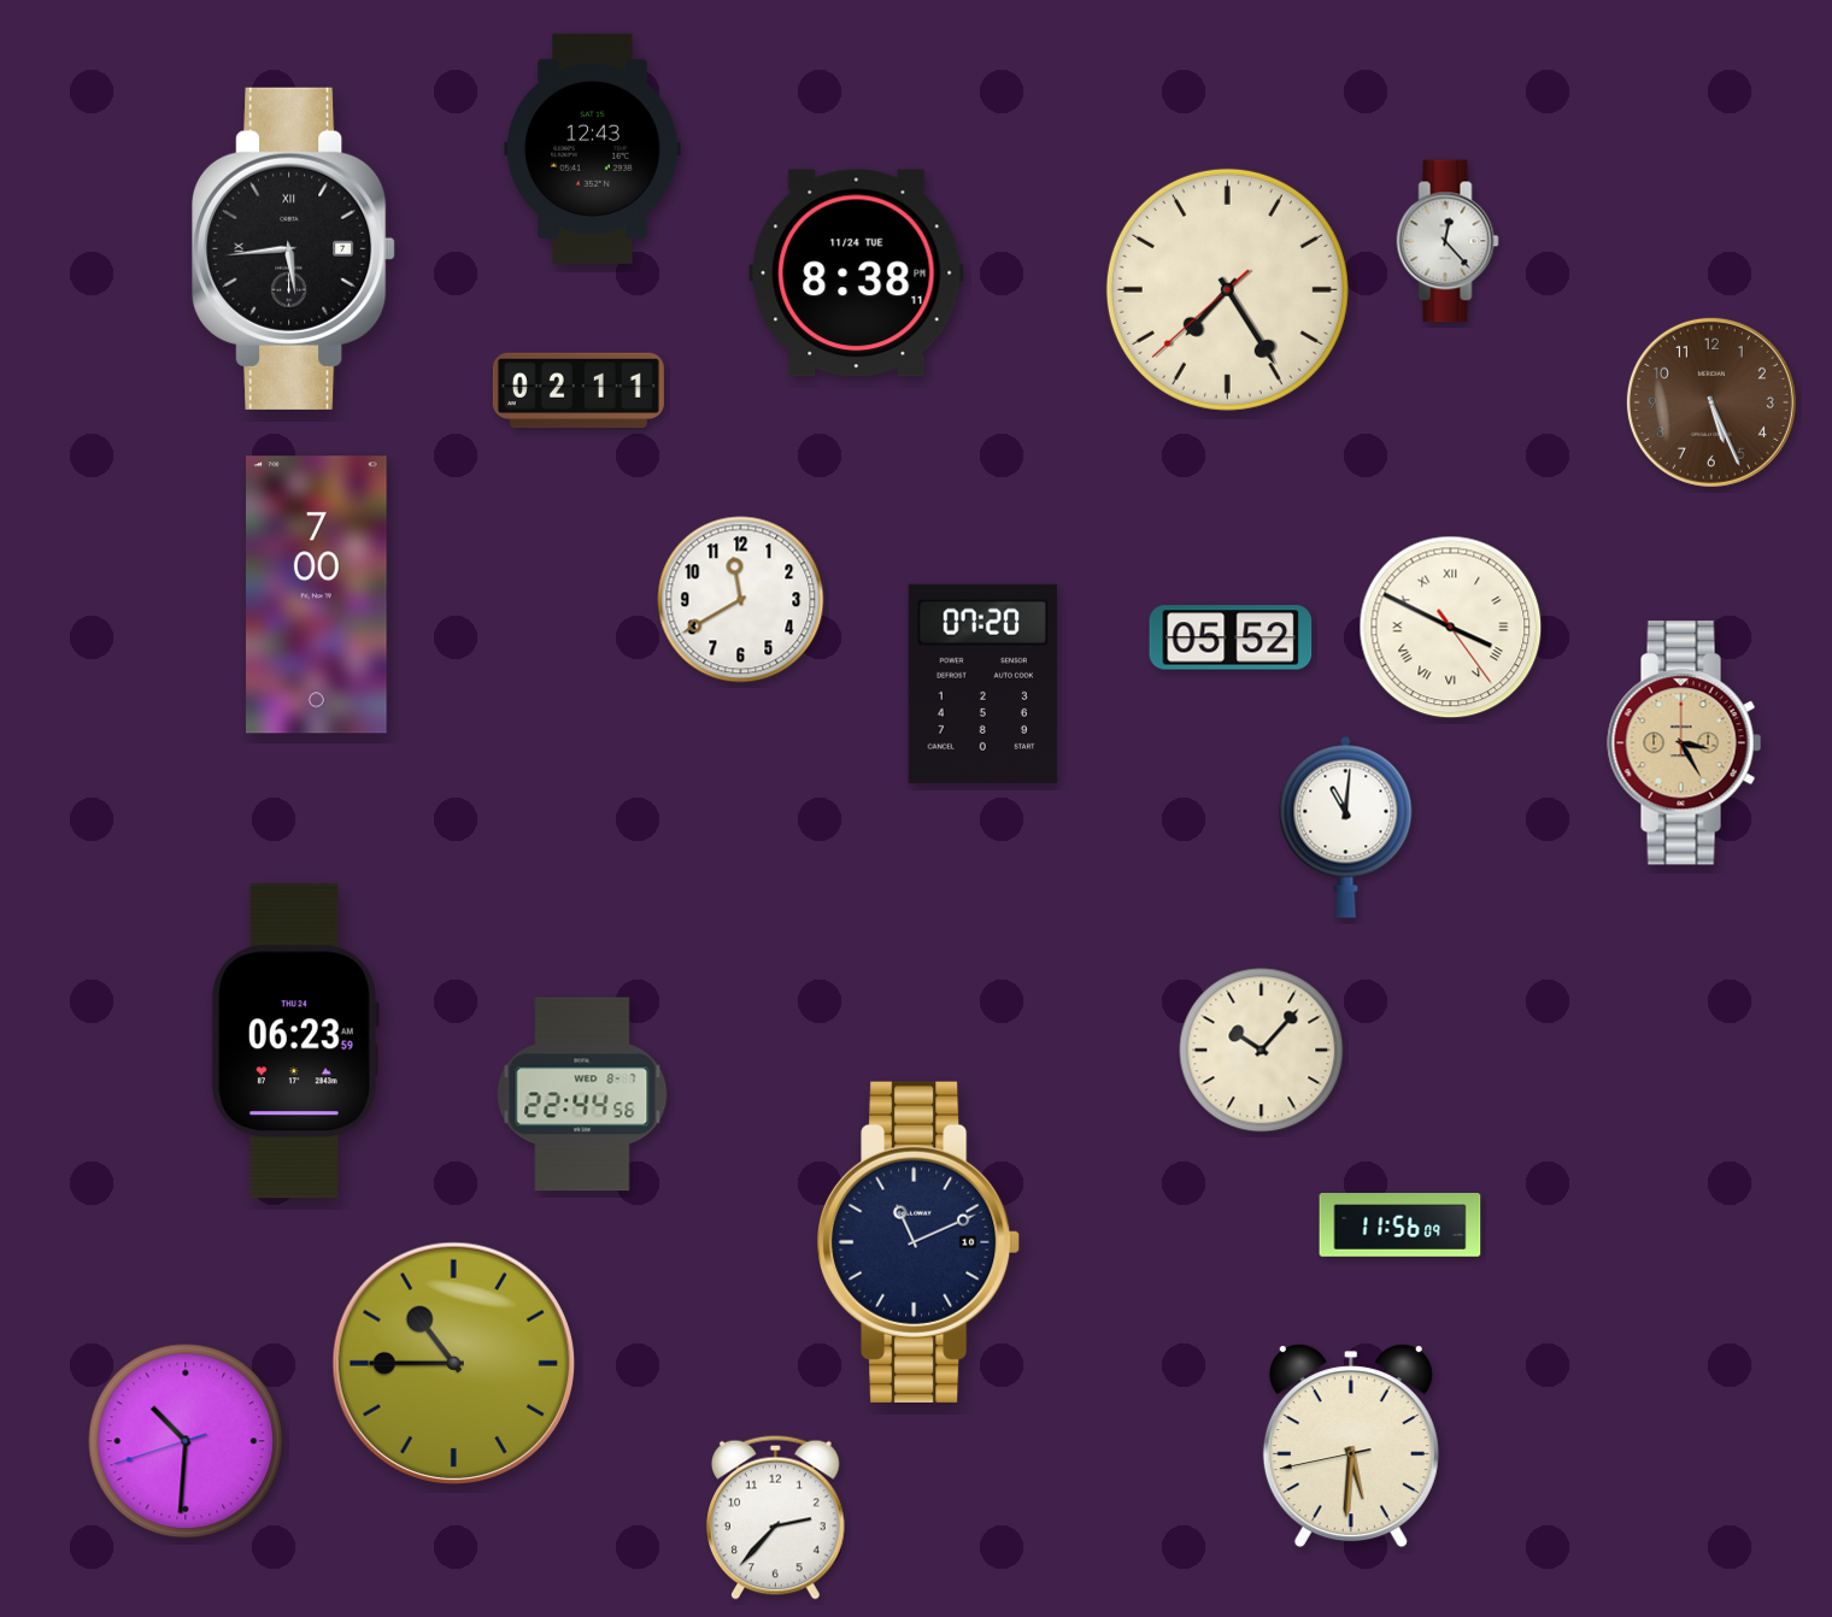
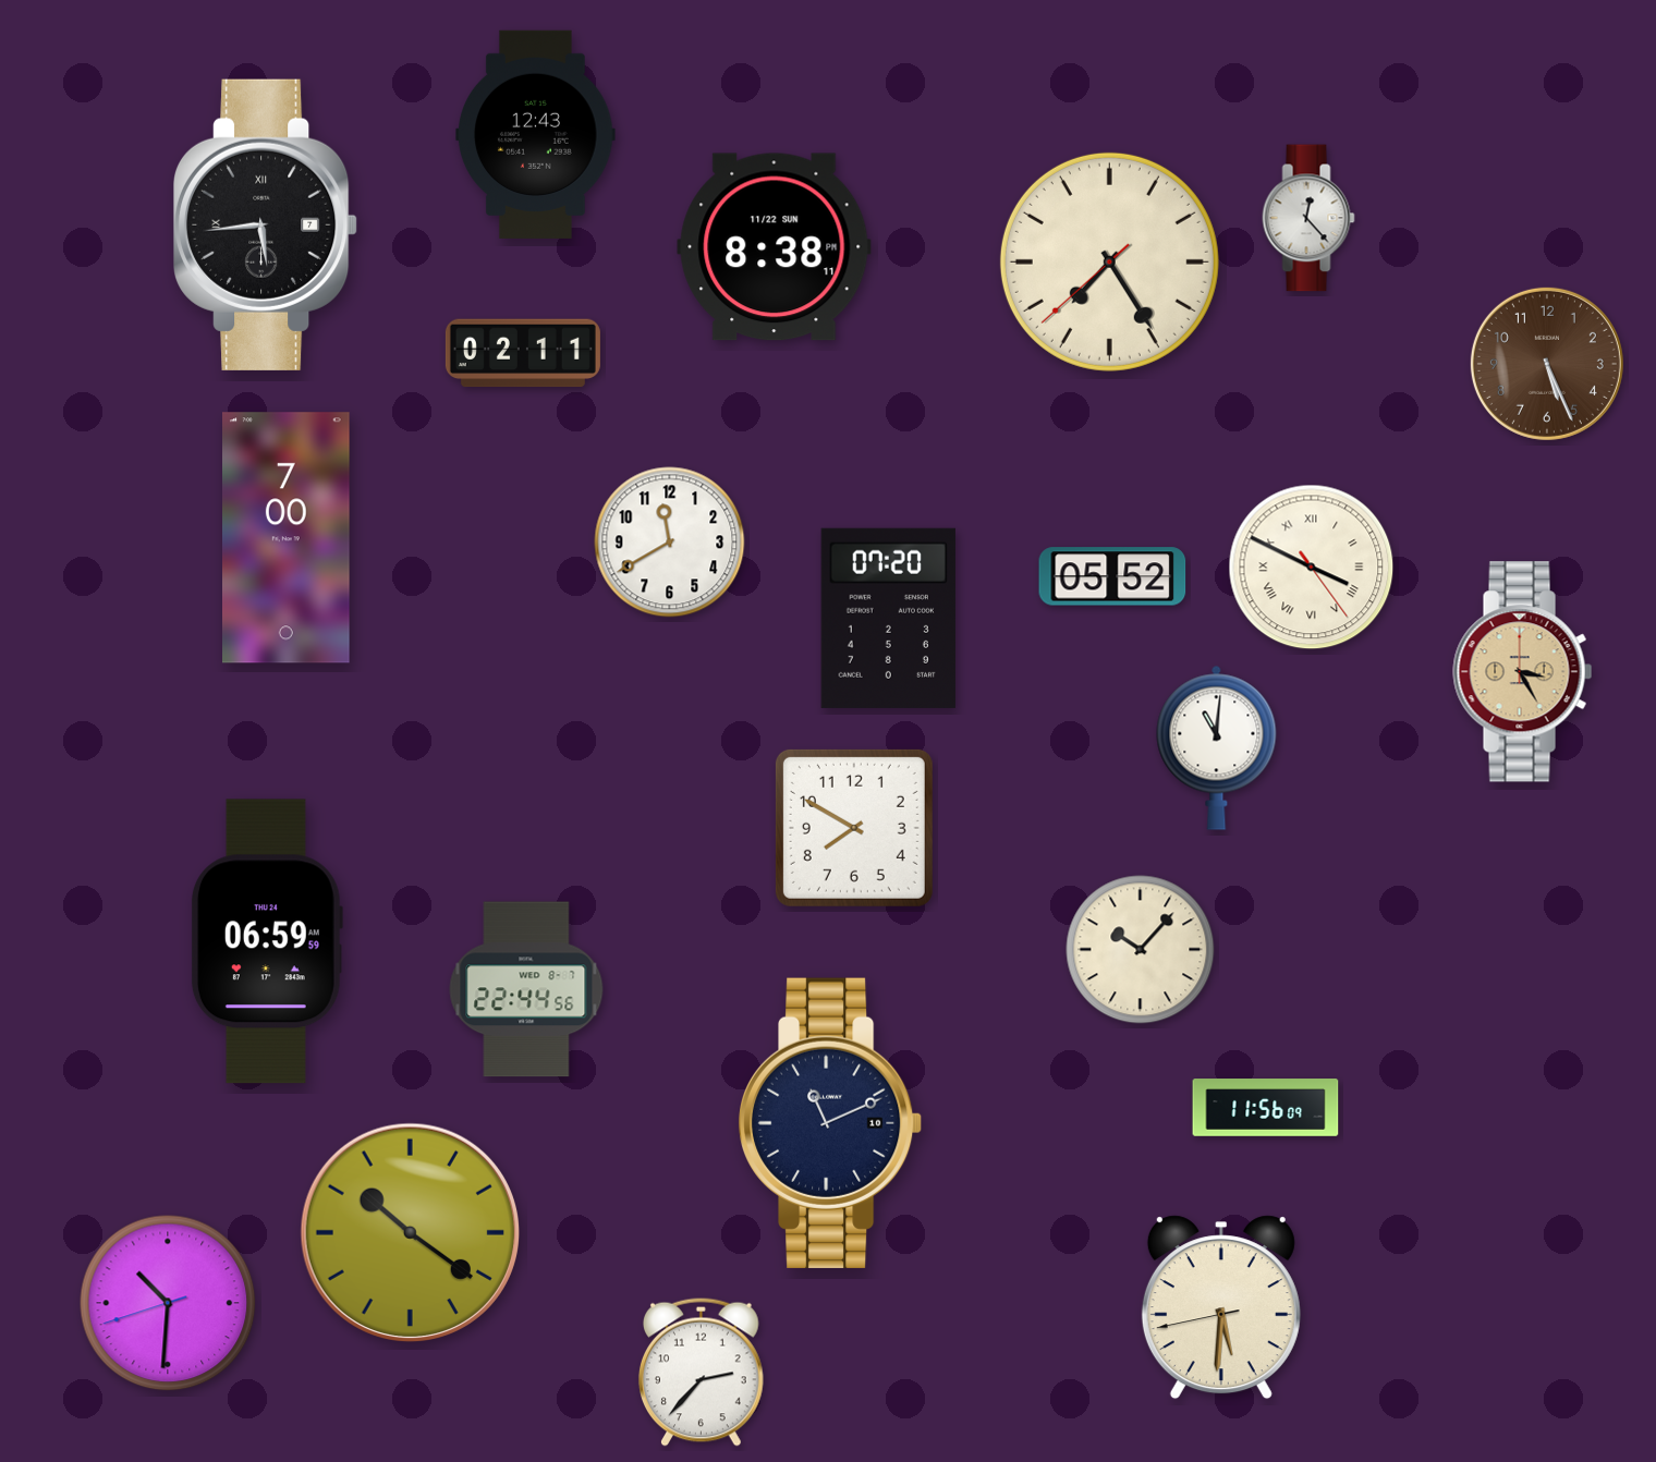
clock at (857, 274) date: 11/24 TUE -> 11/22 SUN
clock at (854, 828): none -> 7:50
clock at (294, 1041): 06:23 -> 06:59
clock at (453, 1363): 10:45 -> 10:21
